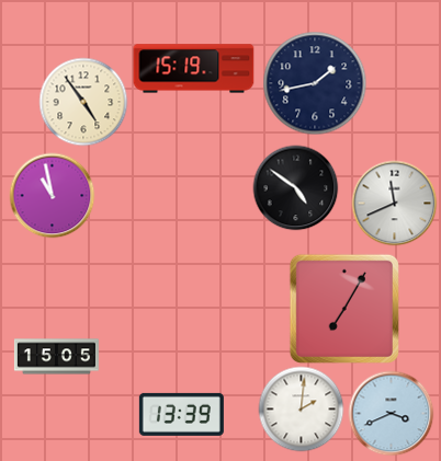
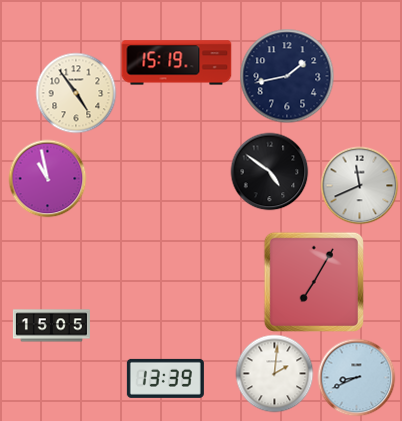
clock at (391, 413): 3:41 -> 8:41
